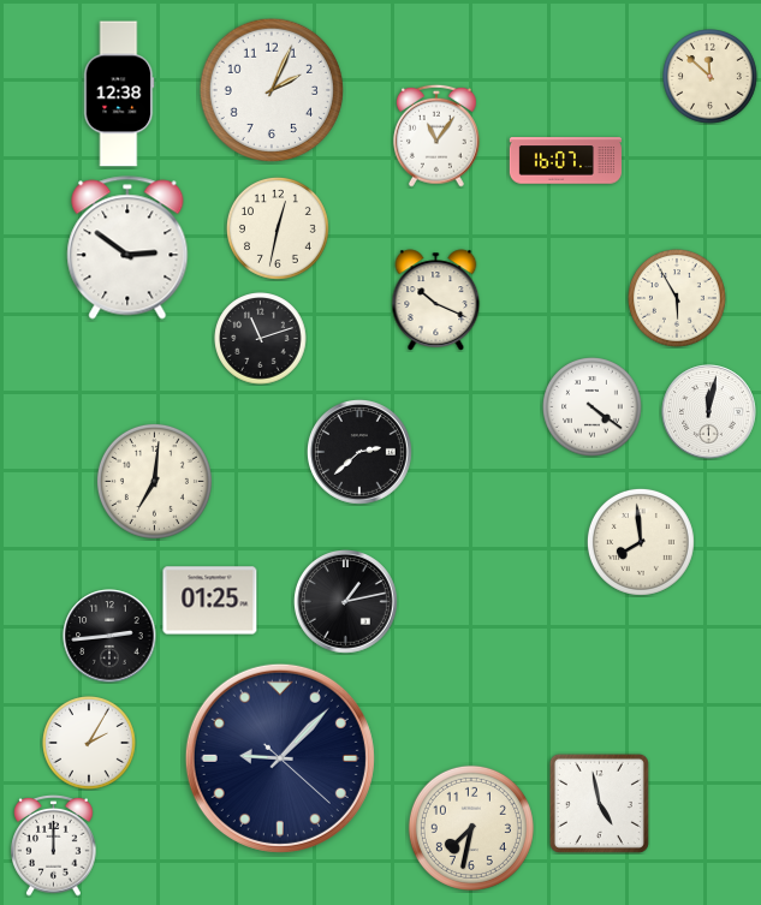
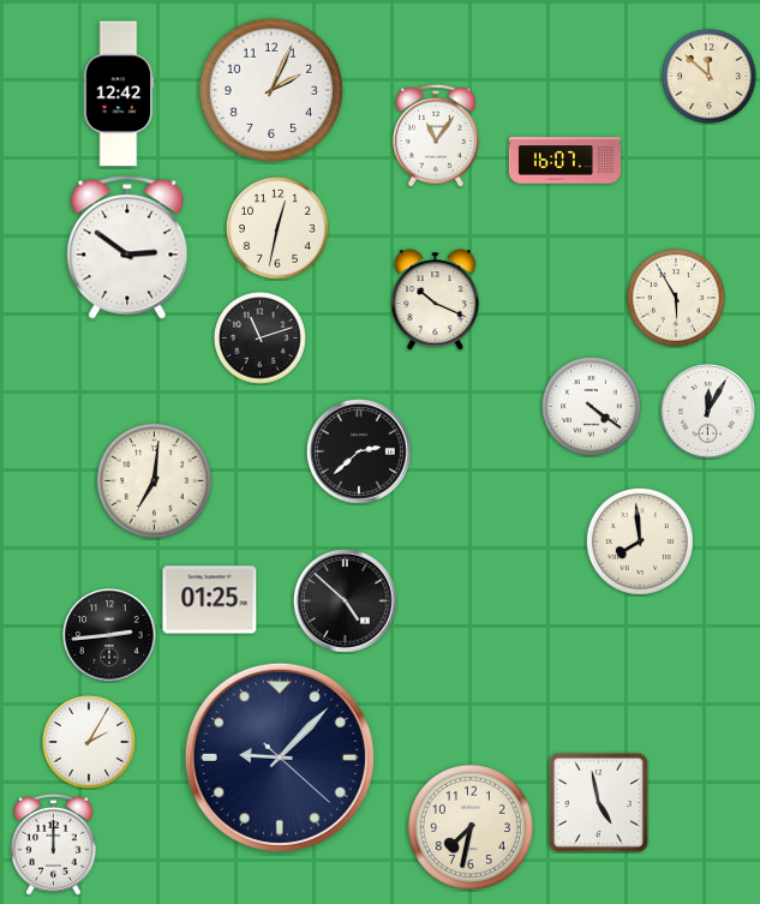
clock at (119, 94): 12:38 -> 12:42
clock at (709, 412): 12:02 -> 12:05
clock at (346, 602): 1:13 -> 4:52
